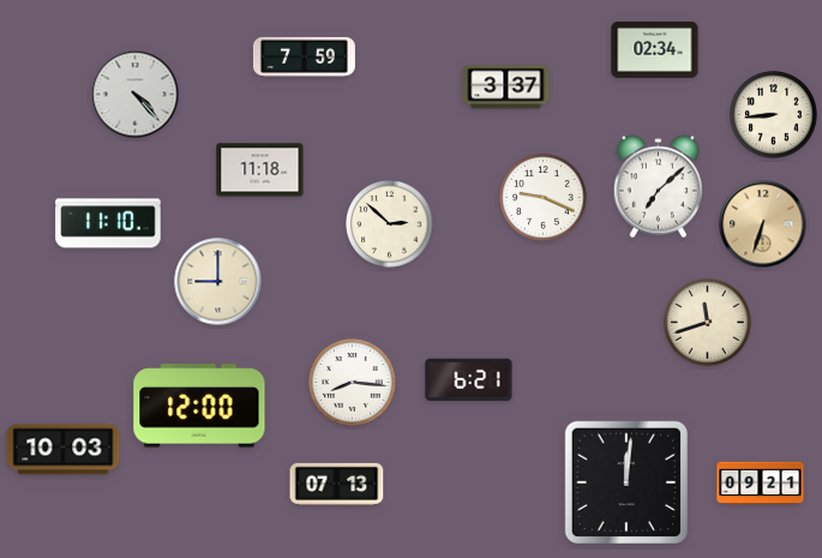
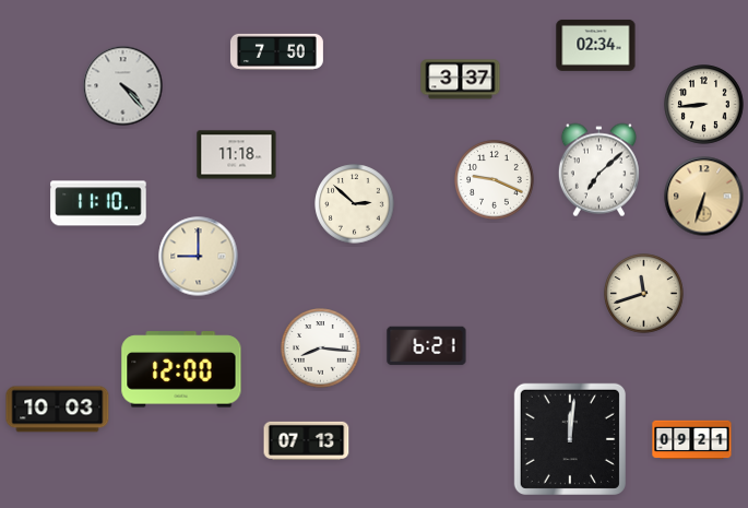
clock at (304, 56): 7:59 -> 7:50
clock at (763, 224) position: (763, 224) -> (704, 197)
